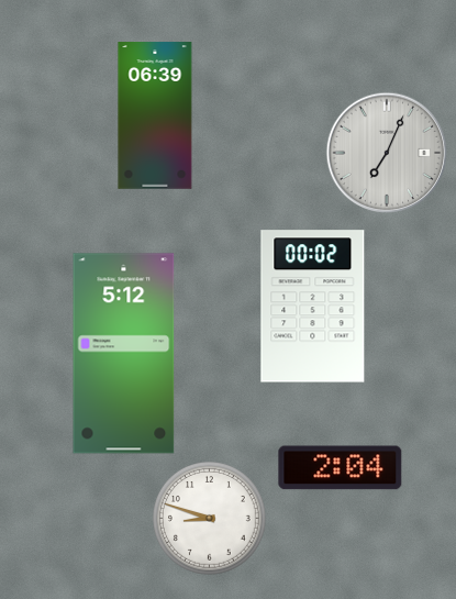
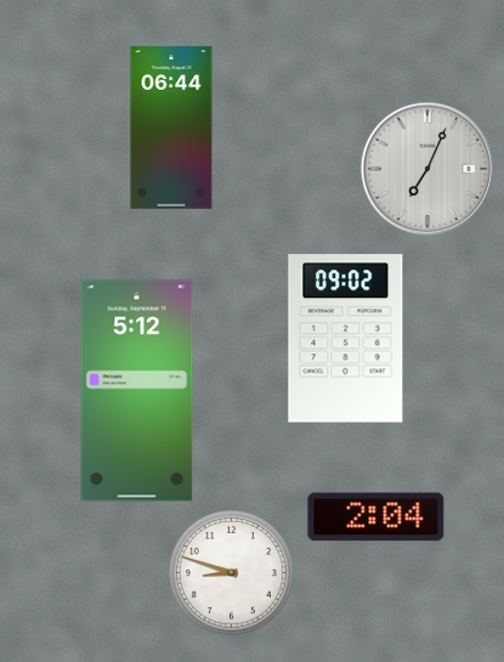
clock at (155, 115): 06:39 -> 06:44
clock at (313, 307): 00:02 -> 09:02
